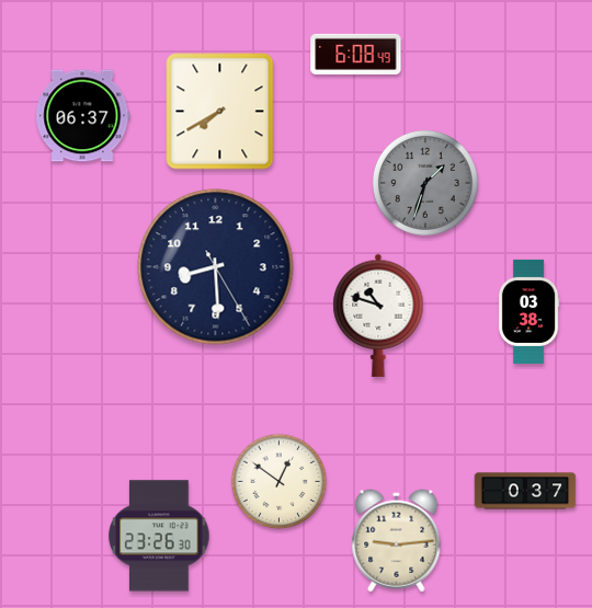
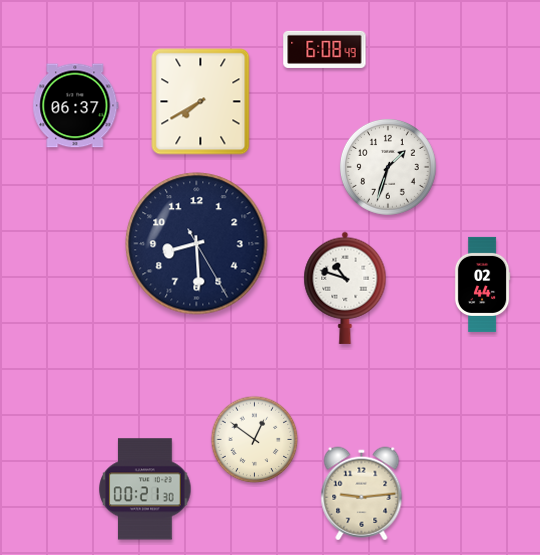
clock at (425, 183) dial: grey -> white
clock at (528, 311): 03:38 -> 02:44
clock at (525, 491): 0:37 -> none
clock at (159, 536): 23:26 -> 00:21
